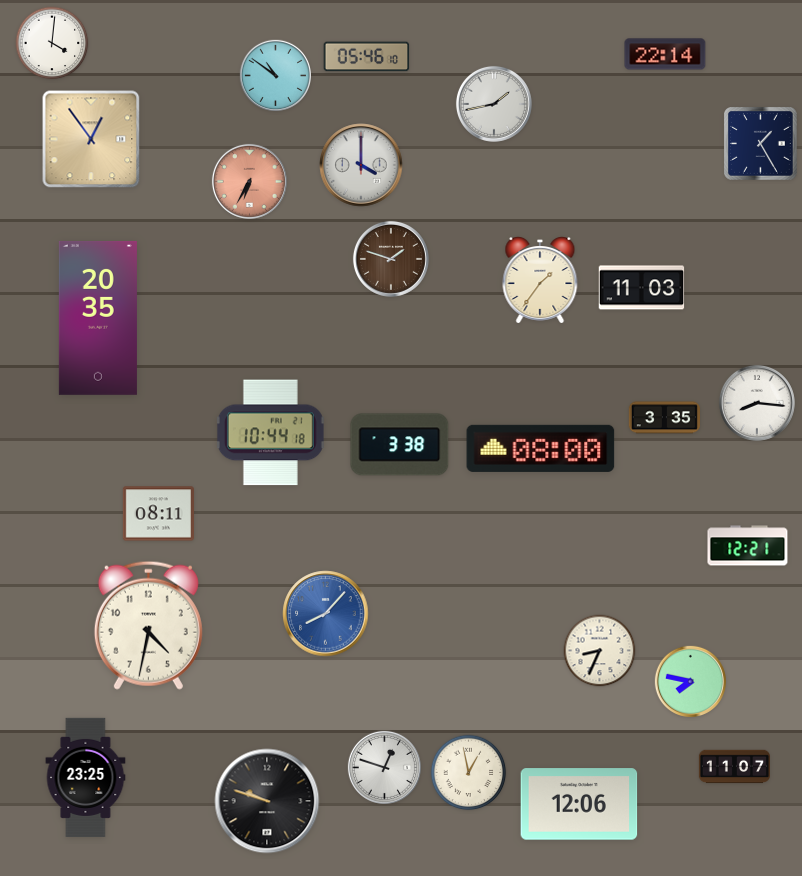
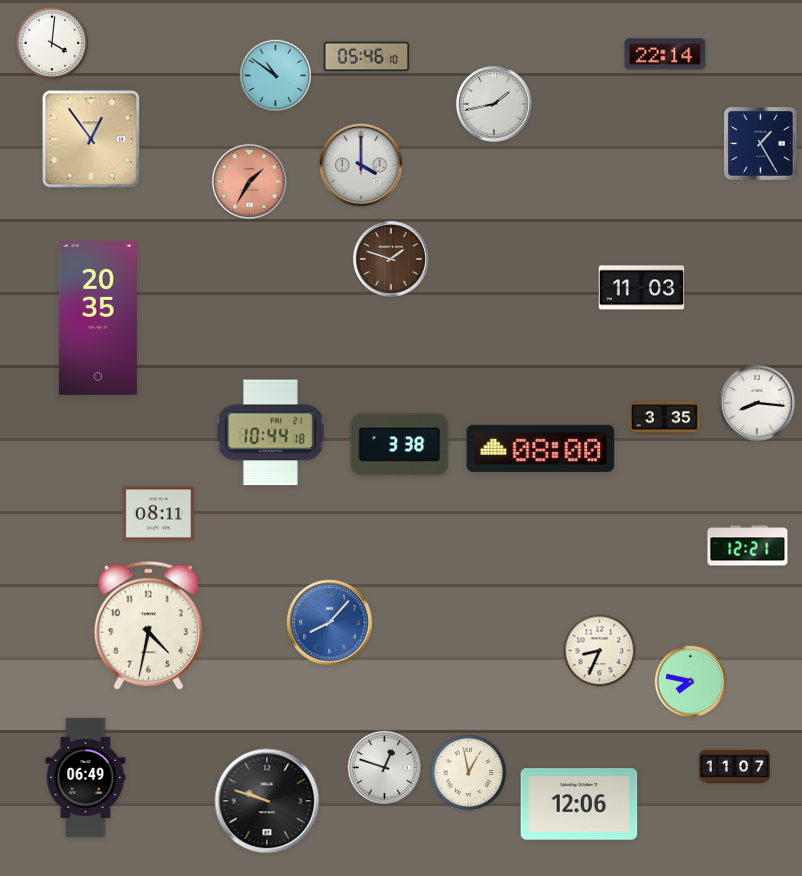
clock at (249, 181): 6:35 -> 1:35
clock at (540, 281): 1:36 -> none
clock at (326, 614) position: (326, 614) -> (330, 623)
clock at (86, 777): 23:25 -> 06:49
